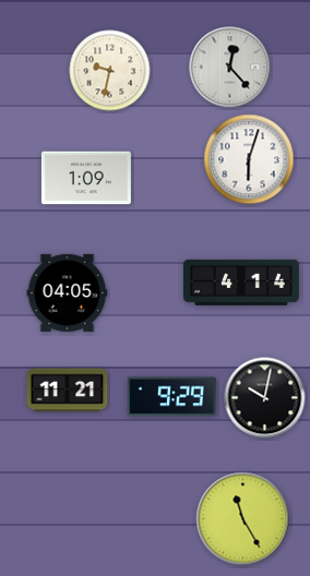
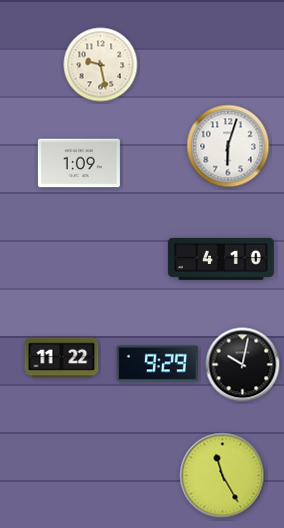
clock at (230, 68): 12:23 -> none
clock at (110, 71): 9:32 -> 9:28
clock at (241, 283): 4:14 -> 4:10
clock at (68, 292): 04:05 -> none
clock at (68, 391): 11:21 -> 11:22
